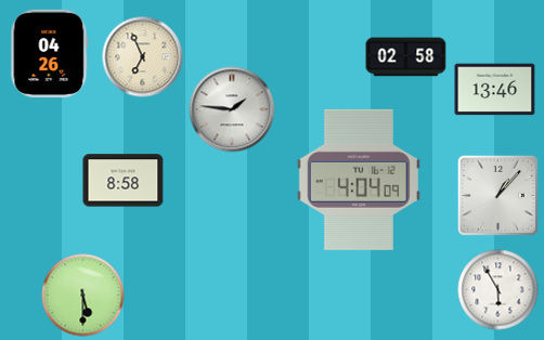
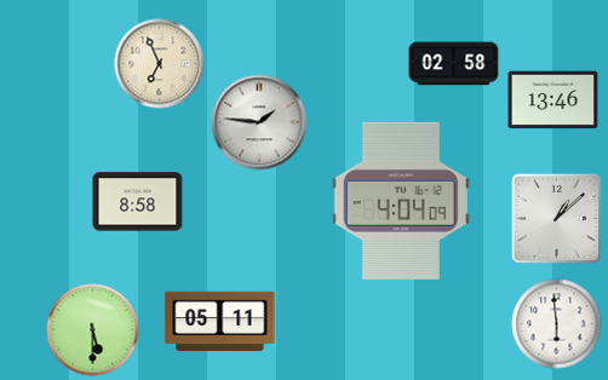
clock at (50, 53): 04:26 -> none
clock at (497, 195): 1:07 -> 1:08
clock at (220, 322): none -> 05:11
clock at (498, 290): 5:55 -> 5:59
